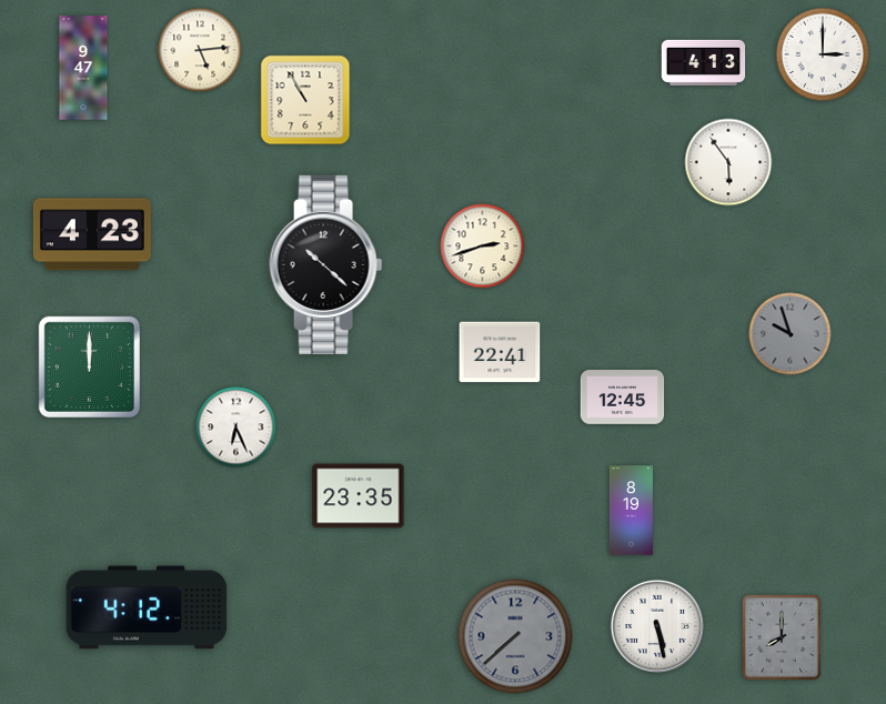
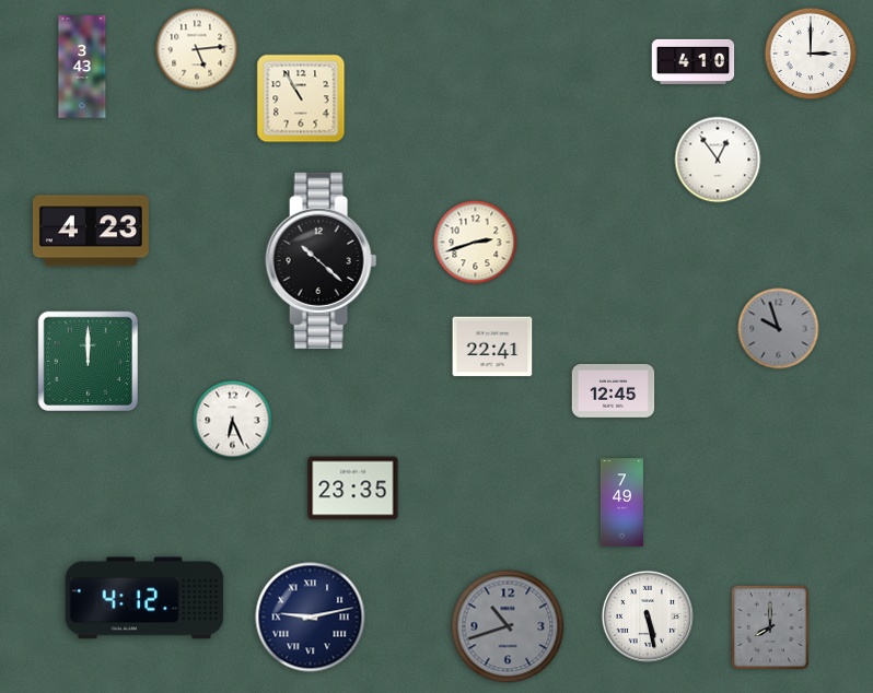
clock at (704, 62): 4:13 -> 4:10
clock at (83, 68): 9:47 -> 3:43
clock at (728, 162): 5:54 -> 12:54
clock at (631, 511): 8:19 -> 7:49
clock at (311, 618): none -> 9:13
clock at (515, 636): 7:38 -> 10:42
